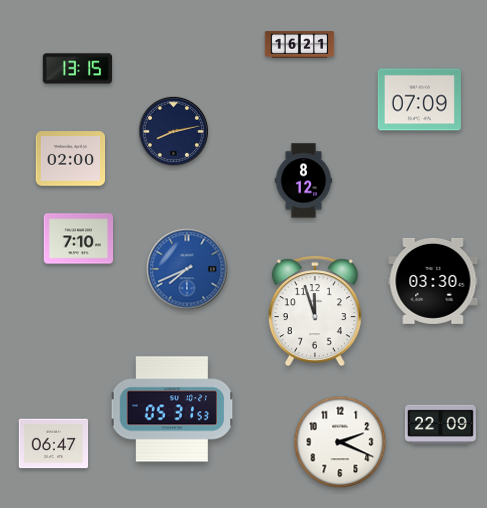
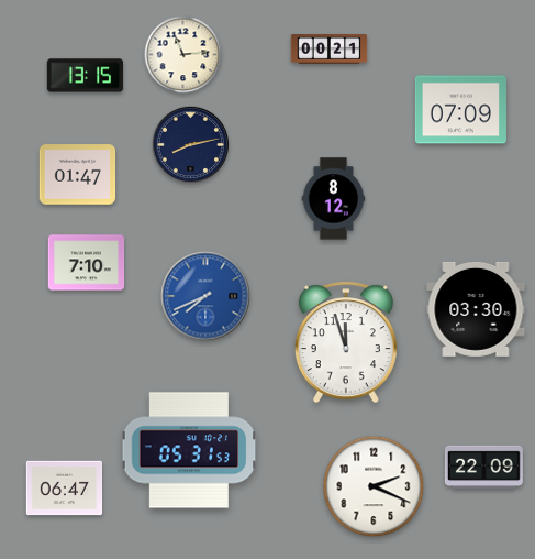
clock at (300, 45): 16:21 -> 00:21
clock at (183, 55): none -> 11:14
clock at (71, 159): 02:00 -> 01:47
clock at (54, 444) position: (54, 444) -> (65, 489)
